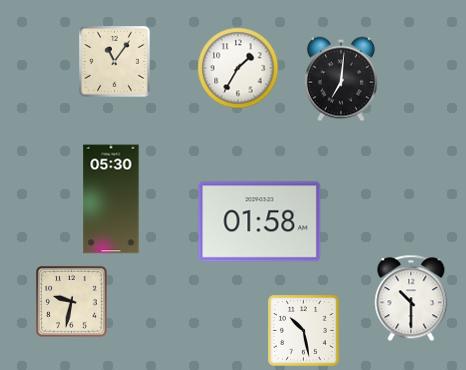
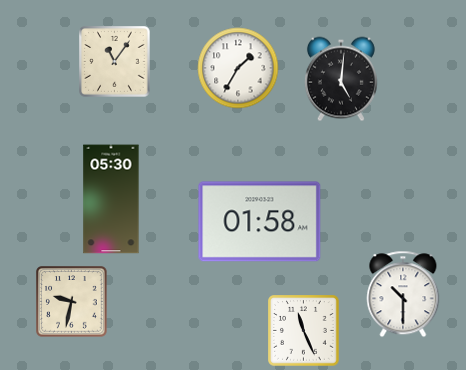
clock at (341, 79): 7:01 -> 5:01
clock at (411, 298) position: (411, 298) -> (403, 294)
clock at (304, 331): 10:28 -> 11:26
